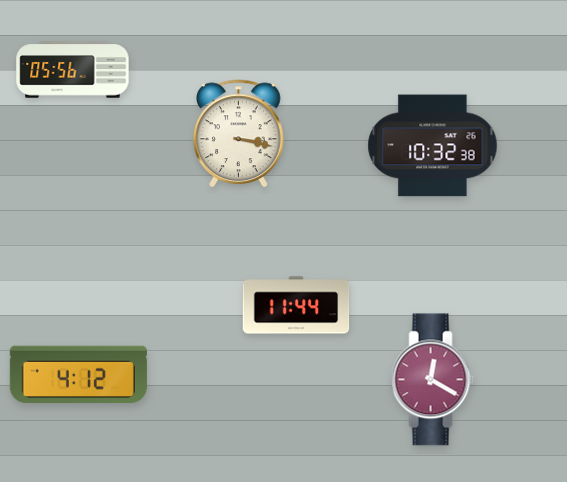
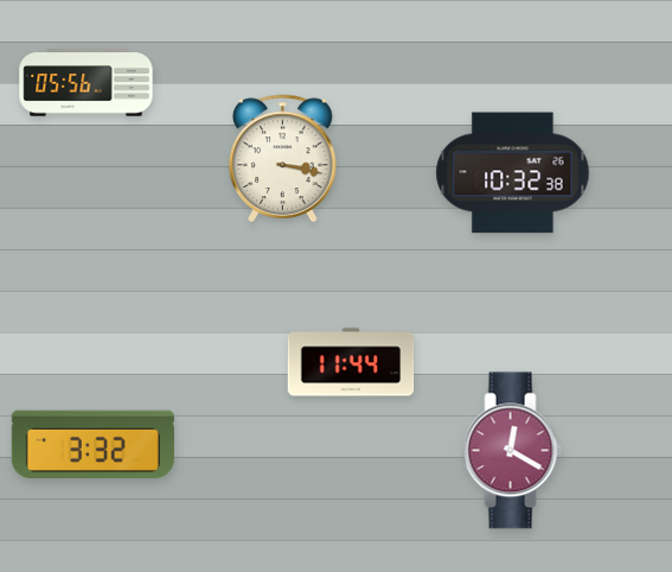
clock at (78, 374): 4:12 -> 3:32
